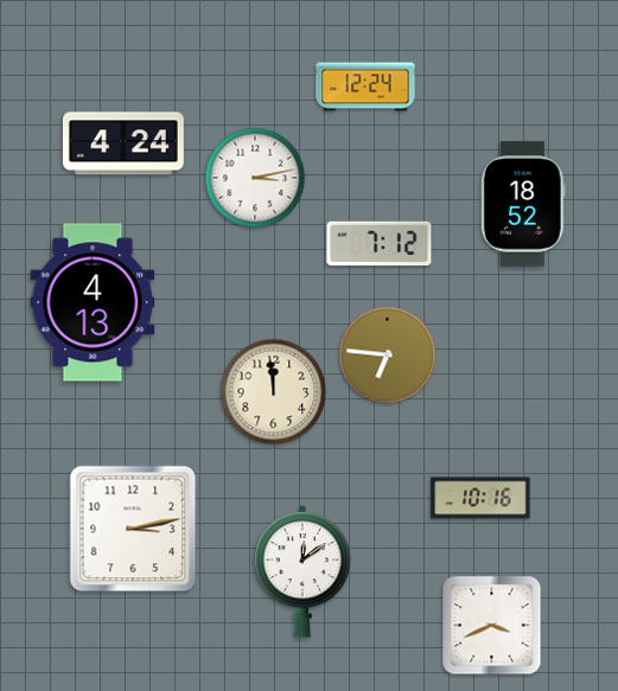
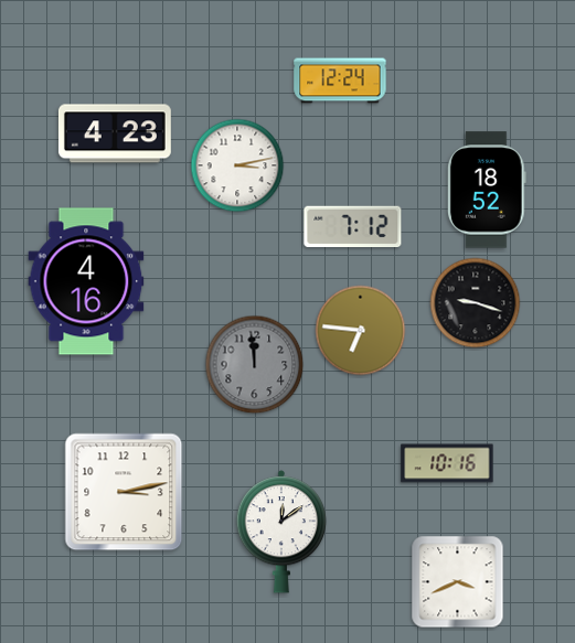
clock at (123, 143): 4:24 -> 4:23
clock at (93, 302): 4:13 -> 4:16
clock at (476, 303): none -> 9:18
clock at (274, 392) dial: cream -> grey
